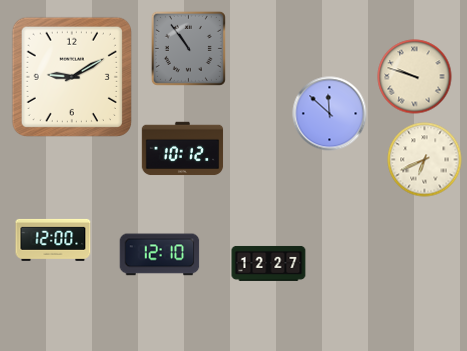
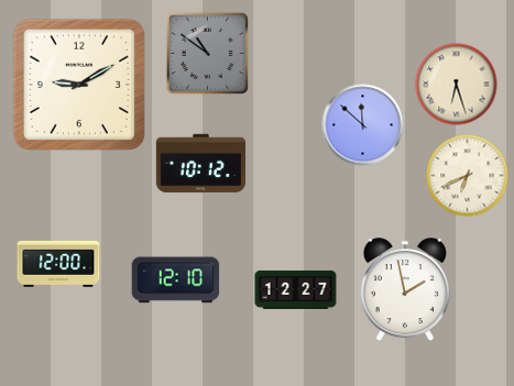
clock at (188, 48): 10:54 -> 10:51
clock at (415, 77): 9:48 -> 6:27
clock at (405, 290): none -> 1:58
